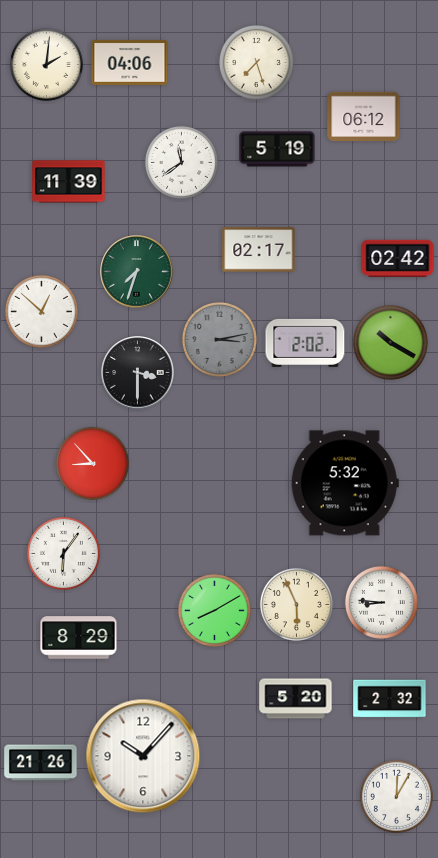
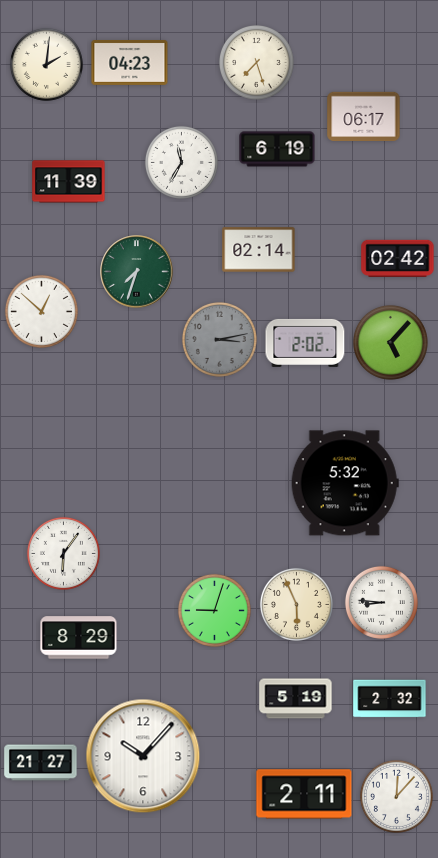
clock at (130, 62): 04:06 -> 04:23
clock at (364, 116): 06:12 -> 06:17
clock at (277, 149): 5:19 -> 6:19
clock at (181, 162): 11:39 -> 11:35
clock at (259, 250): 02:17 -> 02:14
clock at (390, 342): 10:20 -> 5:07
clock at (138, 373): 3:30 -> none
clock at (92, 463): 8:53 -> none
clock at (214, 610): 8:10 -> 9:03
clock at (296, 699): 5:20 -> 5:19
clock at (41, 763): 21:26 -> 21:27
clock at (304, 794): none -> 2:11
clock at (396, 796): 12:05 -> 12:07
